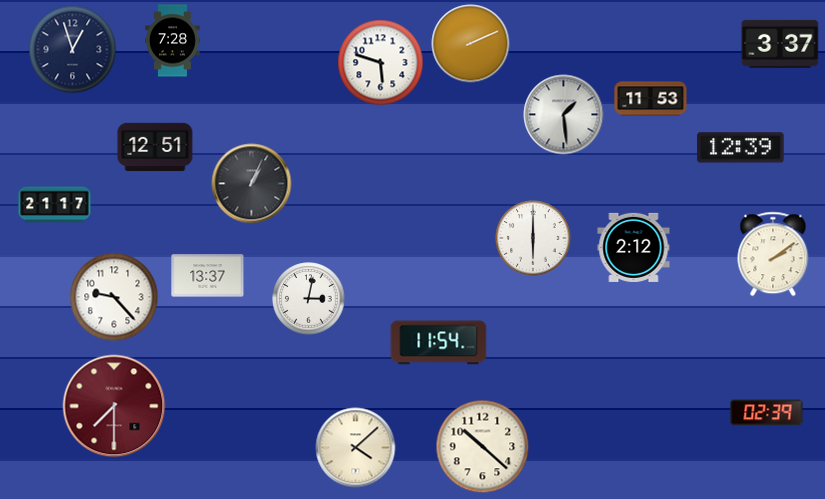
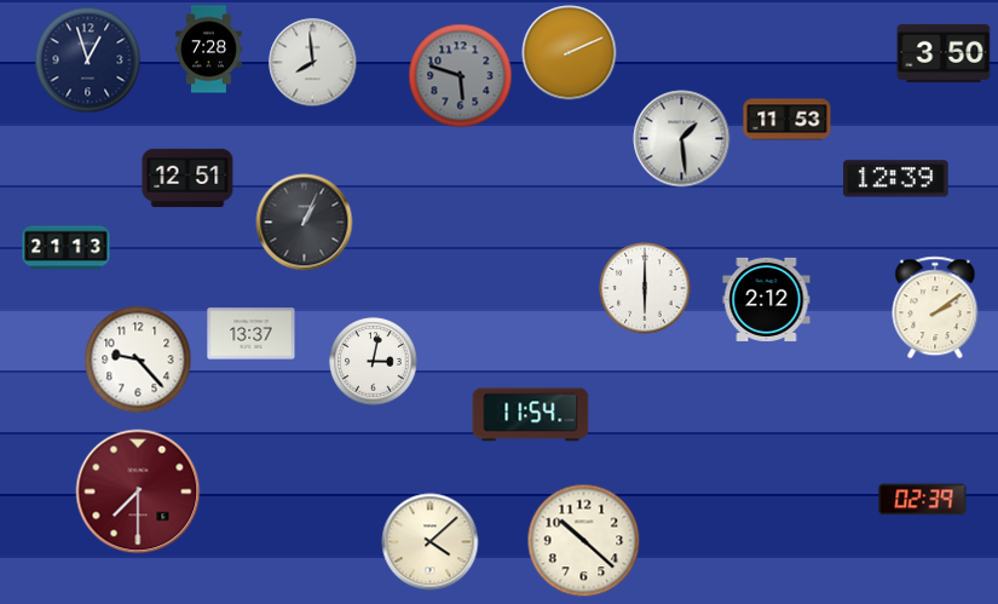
clock at (780, 44): 3:37 -> 3:50
clock at (313, 63): none -> 7:59
clock at (381, 63) dial: white -> grey
clock at (55, 205): 21:17 -> 21:13
clock at (767, 413) position: (767, 413) -> (923, 500)
